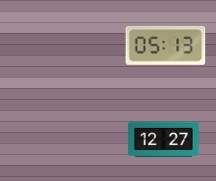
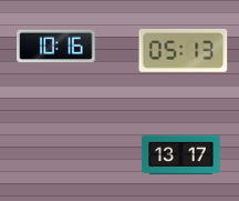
clock at (56, 47): none -> 10:16
clock at (164, 140): 12:27 -> 13:17
